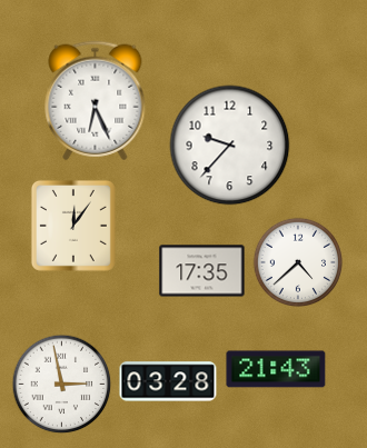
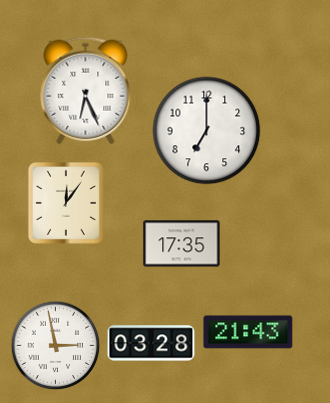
clock at (230, 146): 9:37 -> 7:00
clock at (298, 262): 4:38 -> none
